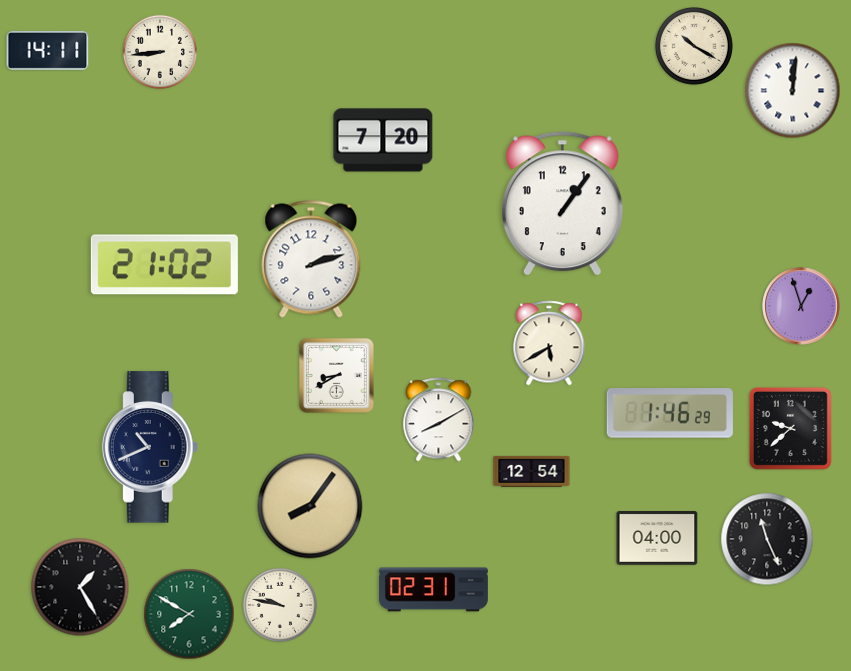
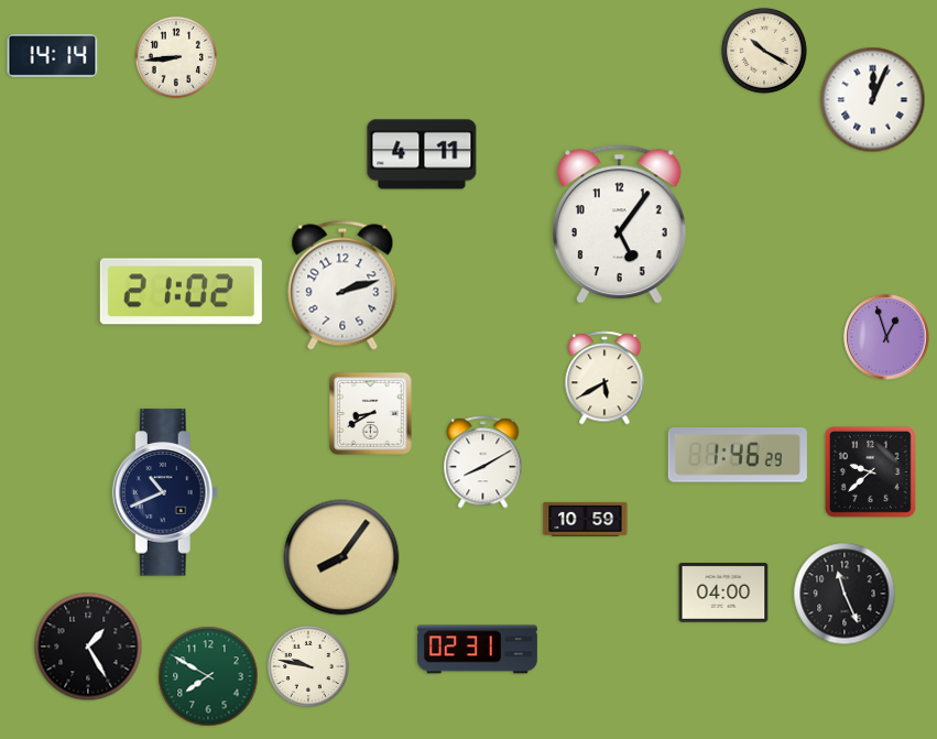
clock at (48, 50): 14:11 -> 14:14
clock at (793, 91): 12:01 -> 12:04
clock at (383, 140): 7:20 -> 4:11
clock at (562, 204): 1:06 -> 5:06
clock at (801, 306) position: (801, 306) -> (886, 337)
clock at (532, 471): 12:54 -> 10:59
